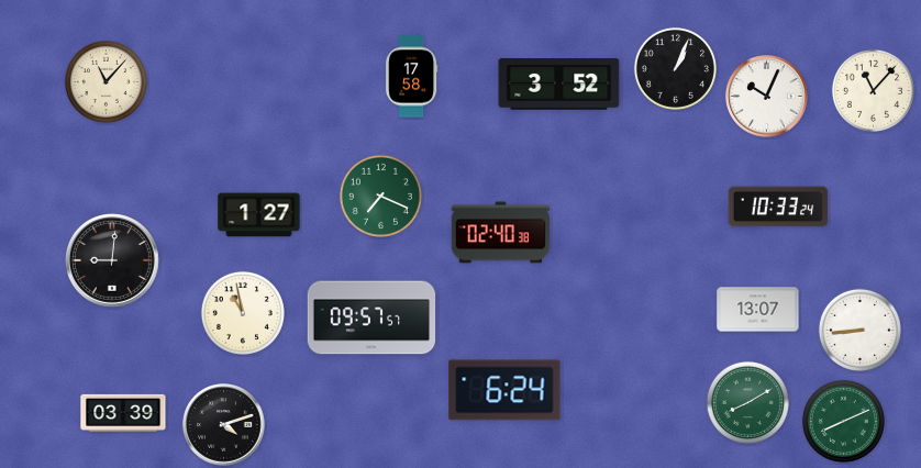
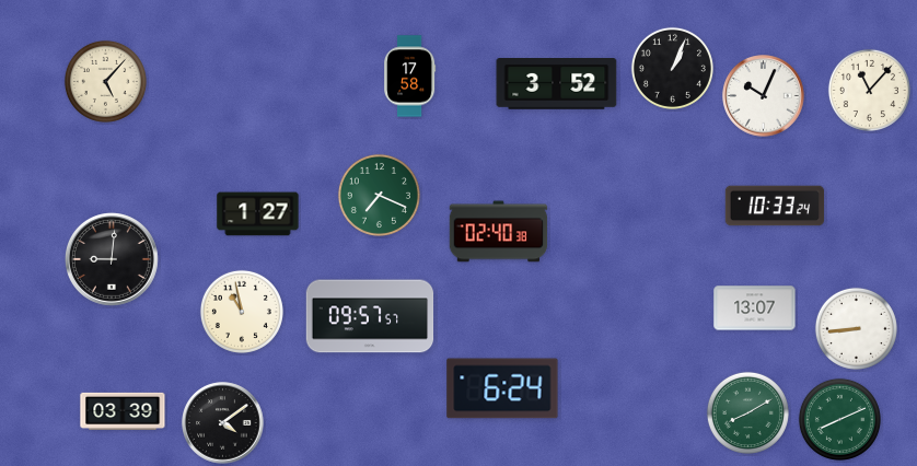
clock at (106, 81): 11:07 -> 5:07
clock at (747, 402) position: (747, 402) -> (747, 412)
clock at (224, 425): 4:12 -> 4:09
